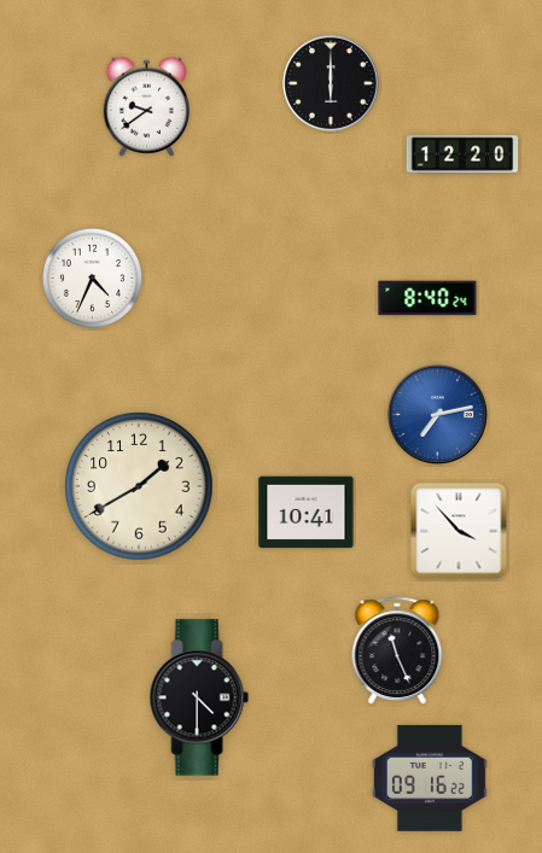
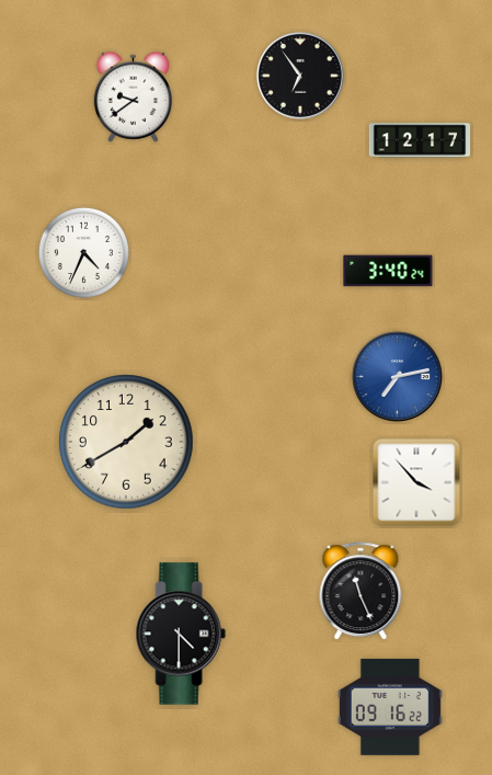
clock at (331, 83): 6:00 -> 6:54
clock at (462, 154): 12:20 -> 12:17
clock at (427, 298): 8:40 -> 3:40
clock at (307, 513): 10:41 -> none
